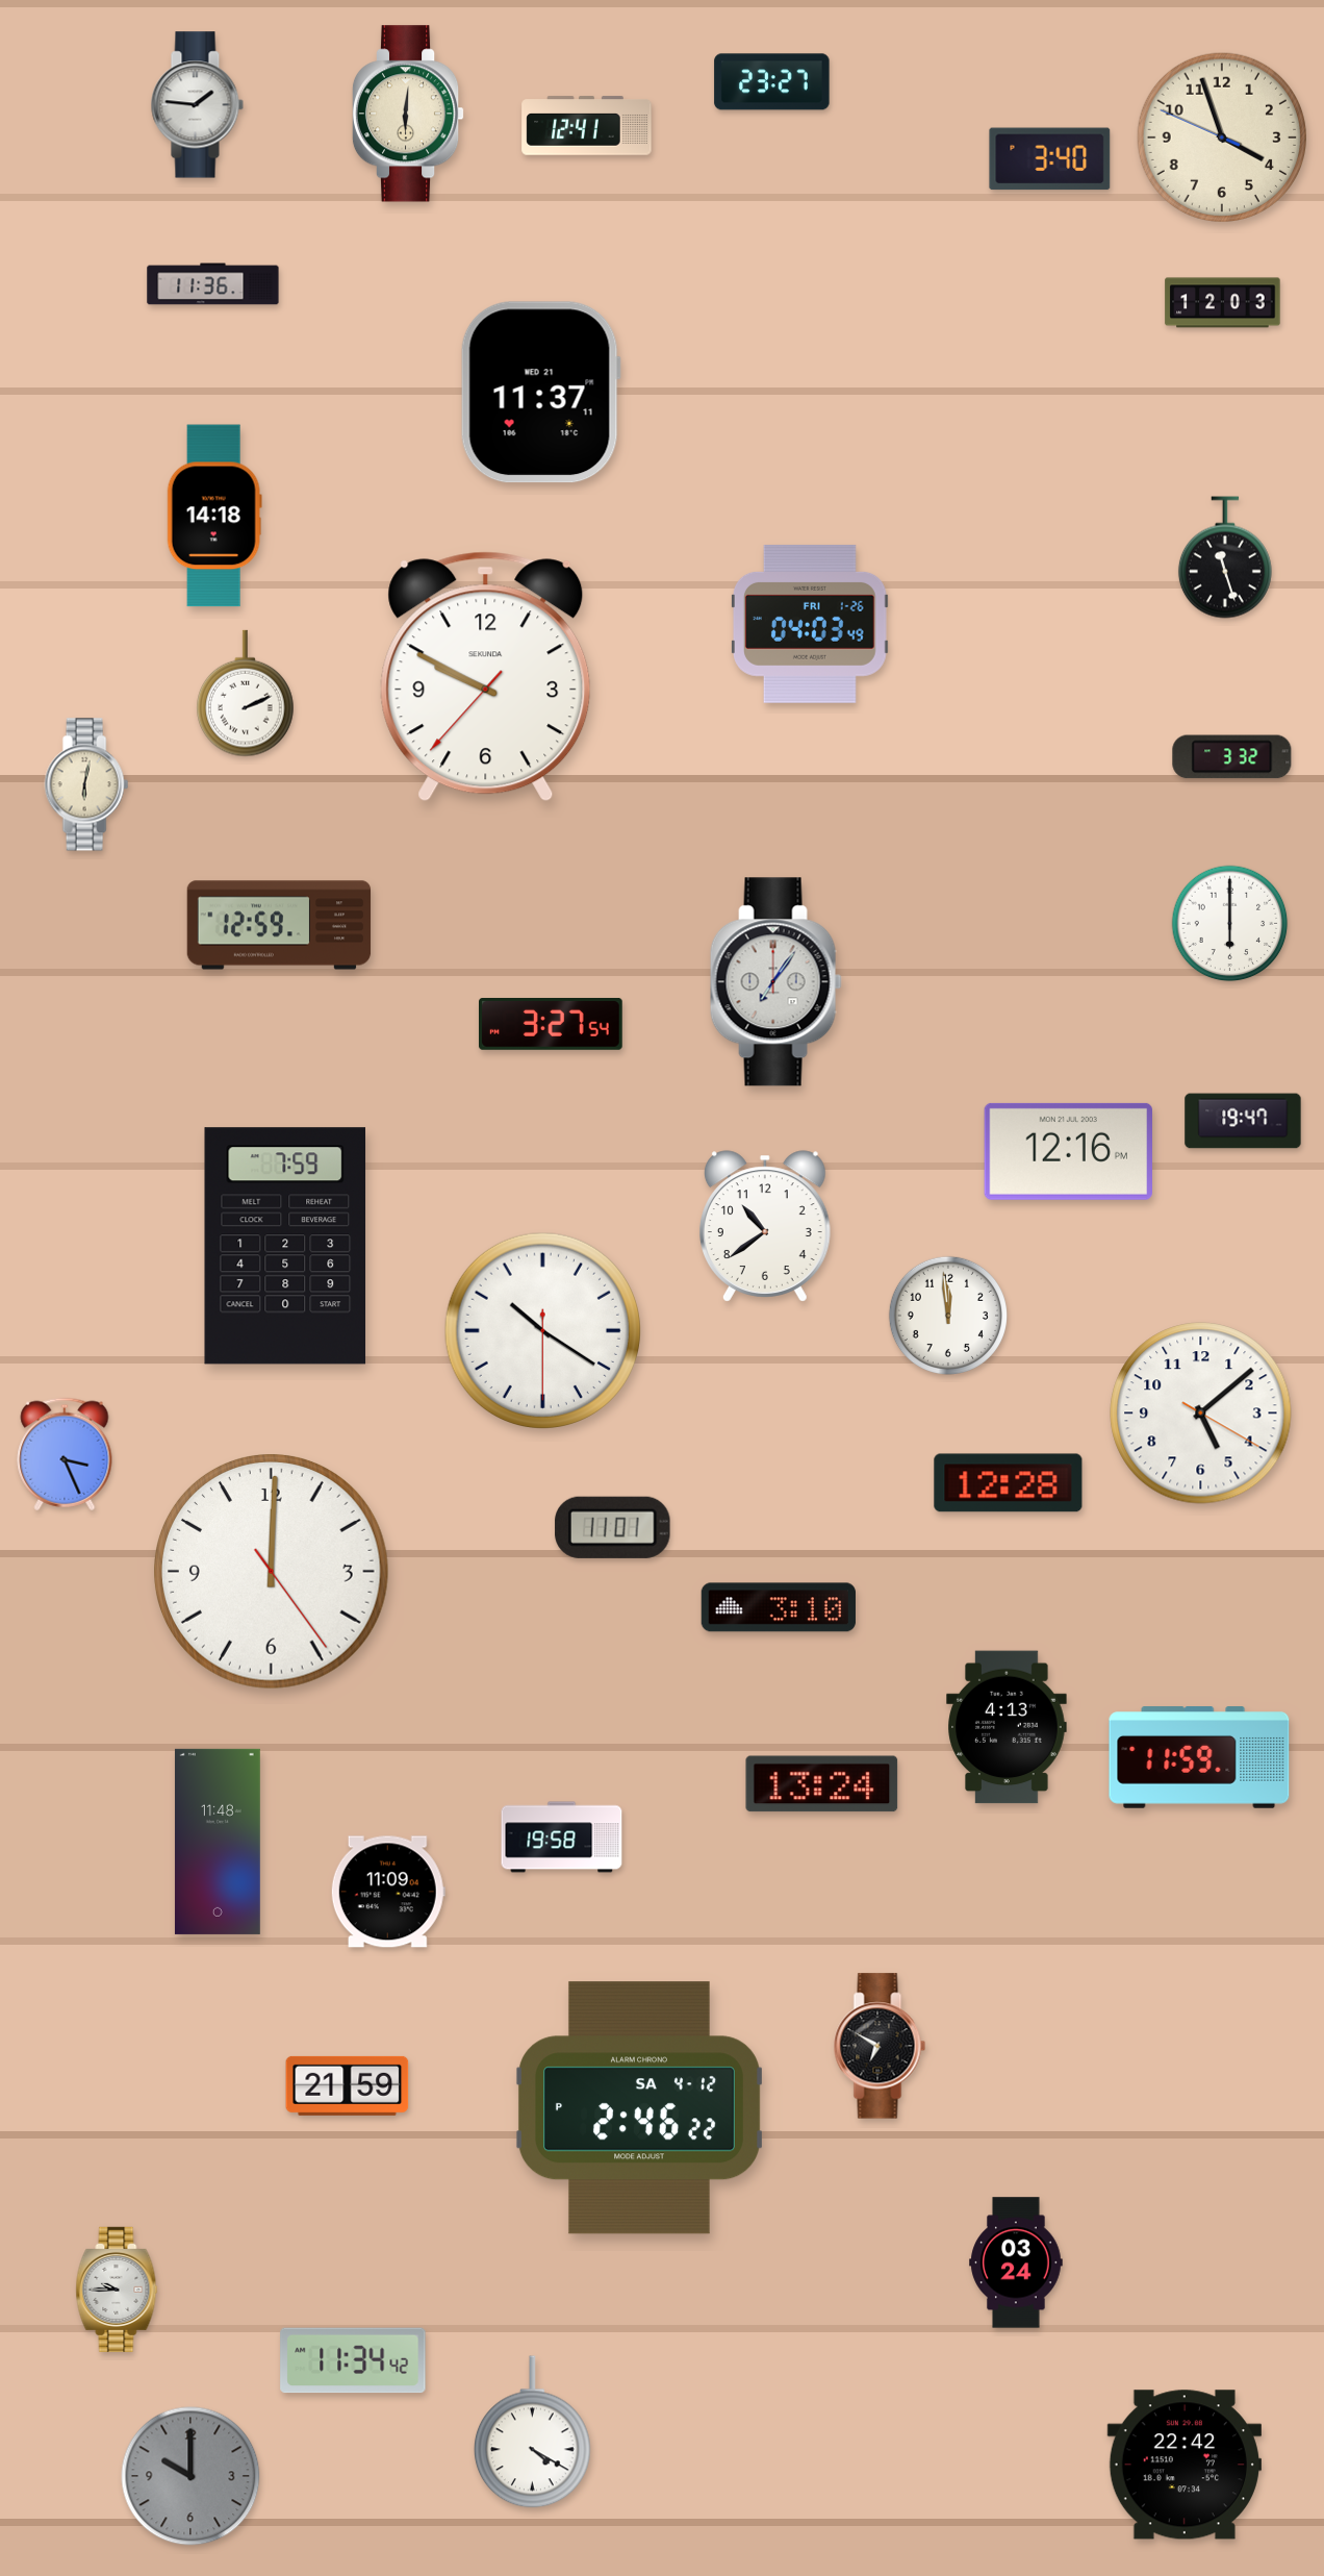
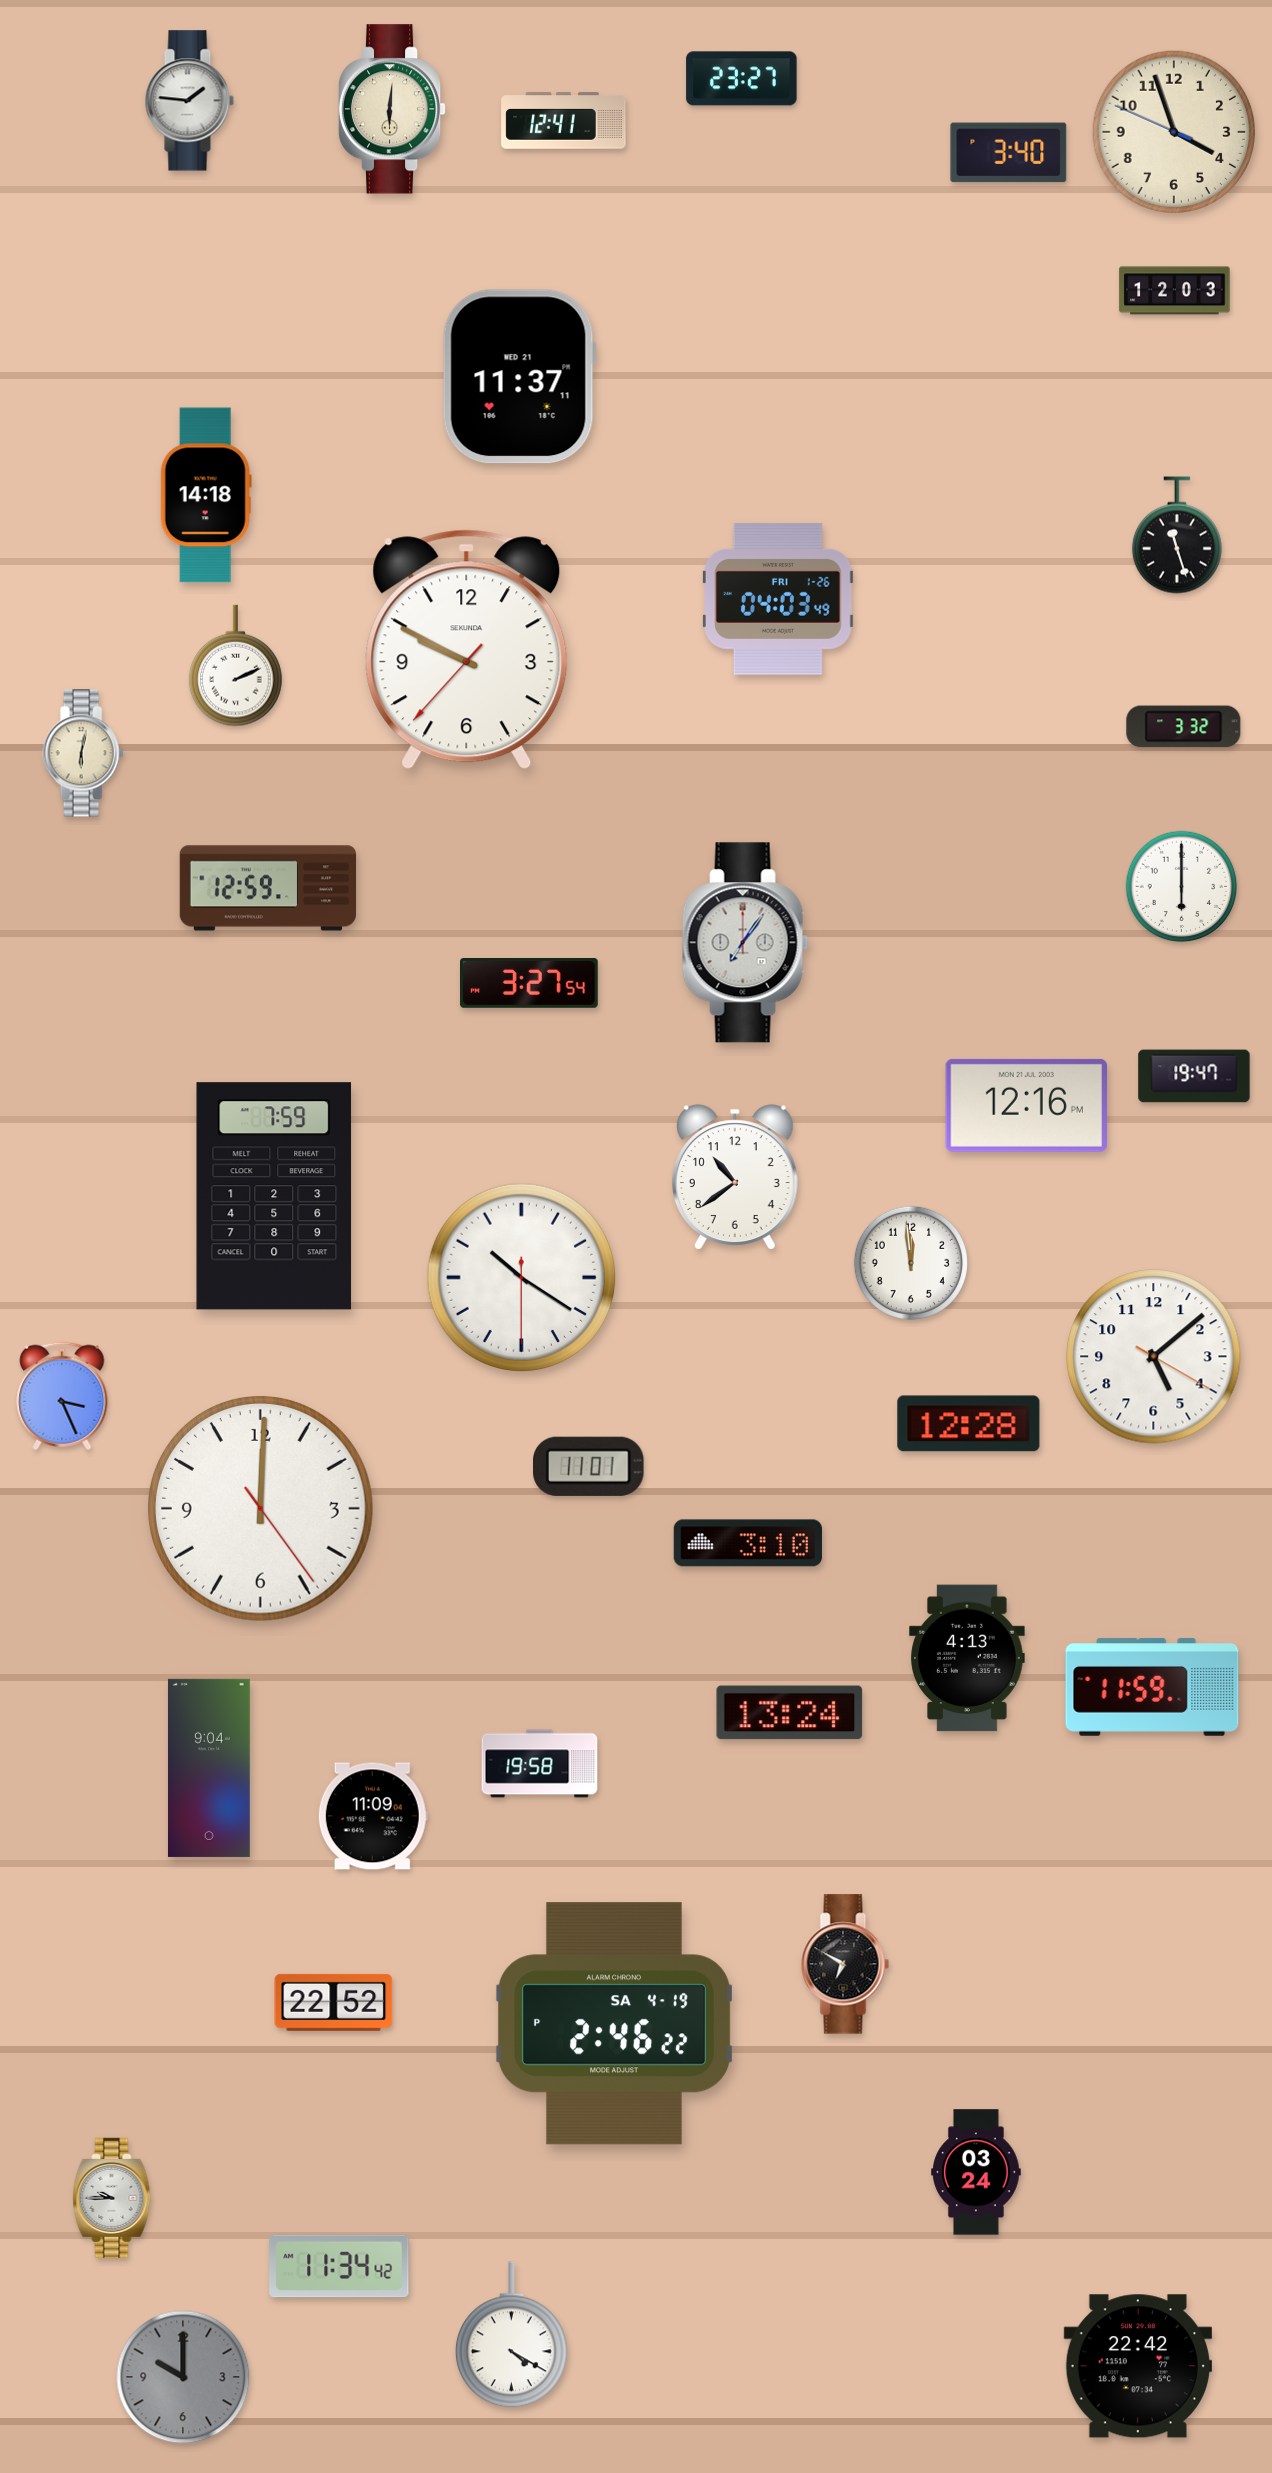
clock at (213, 284): 11:36 -> none
clock at (218, 1842): 11:48 -> 9:04
clock at (348, 2085): 21:59 -> 22:52
clock at (639, 2108) date: SA 4-12 -> SA 4-19
